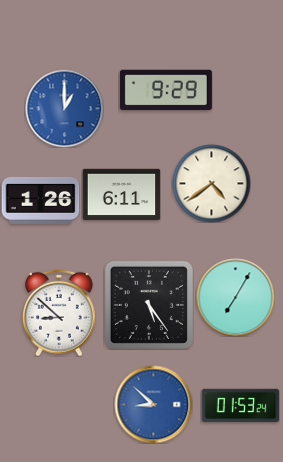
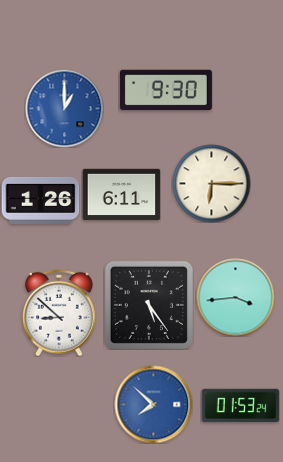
clock at (166, 90): 9:29 -> 9:30
clock at (211, 183): 4:39 -> 6:15
clock at (235, 297): 7:05 -> 3:44
clock at (153, 404): 8:52 -> 7:52
